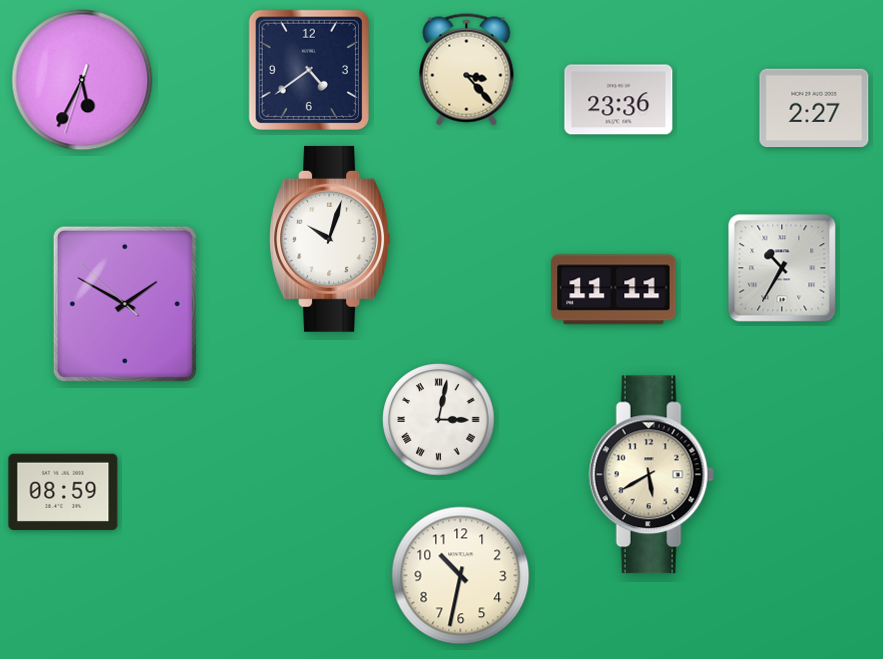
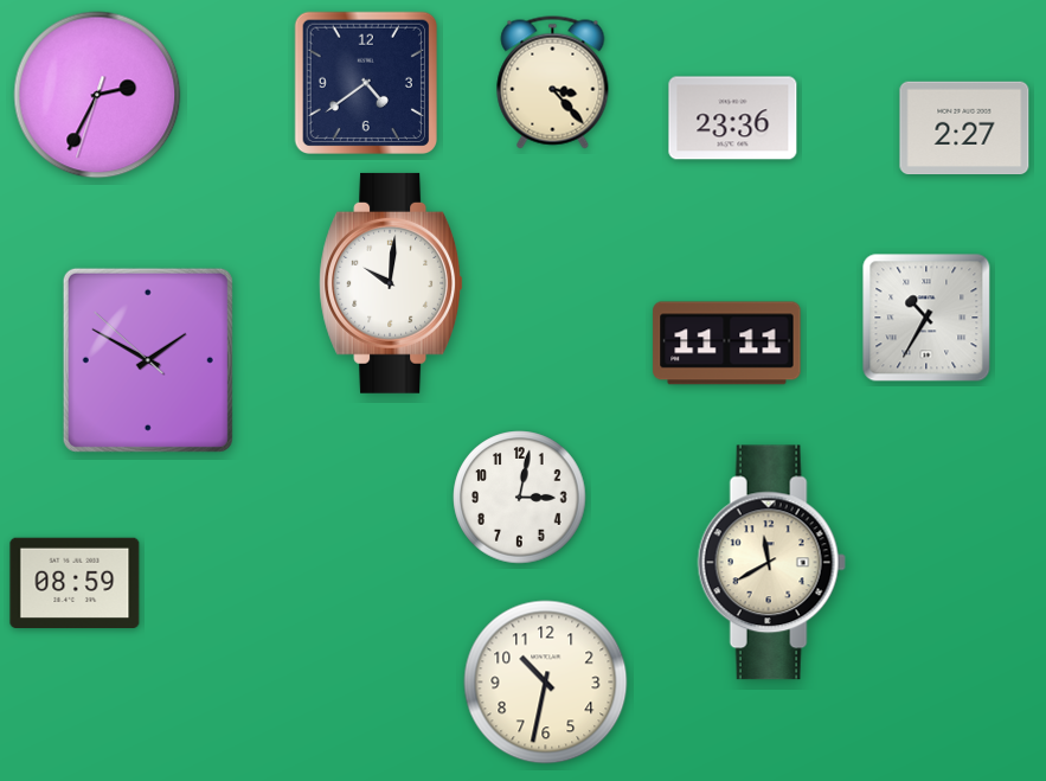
clock at (82, 80): 5:34 -> 2:34
clock at (331, 239): 10:03 -> 10:01
clock at (439, 420) numerals: Roman -> Arabic
clock at (651, 475): 5:40 -> 11:40
